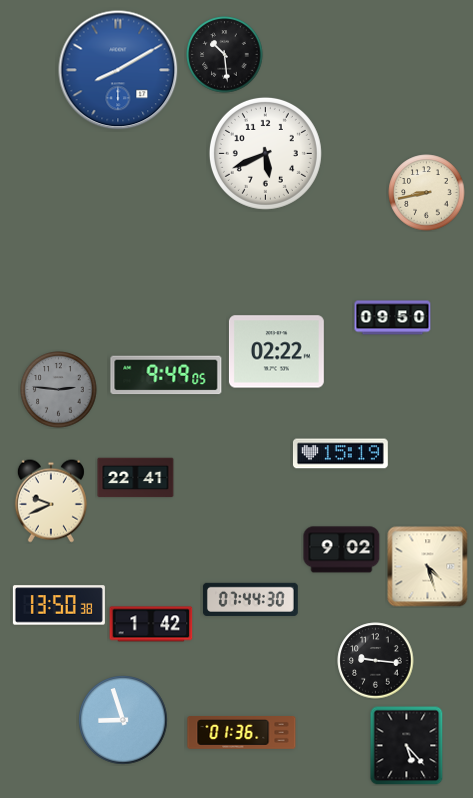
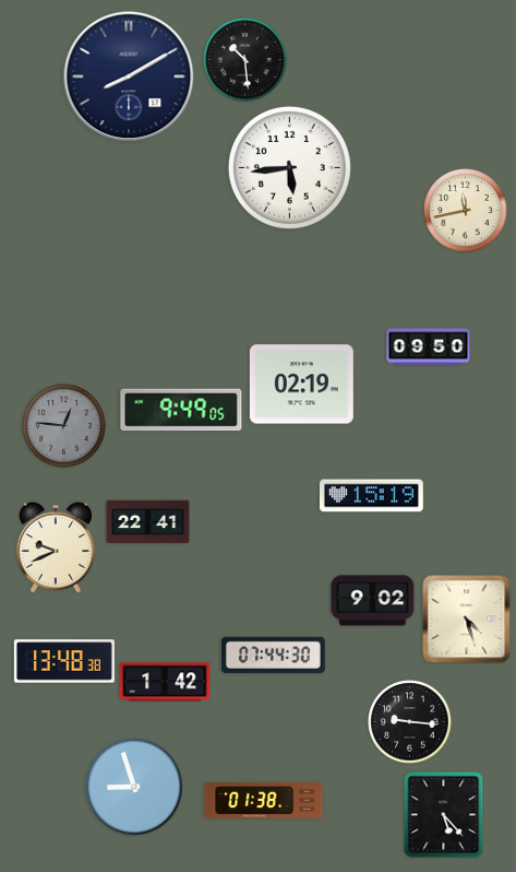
clock at (118, 70) dial: blue -> navy
clock at (265, 153): 5:41 -> 5:44
clock at (427, 193): 8:43 -> 11:43
clock at (276, 352): 02:22 -> 02:19
clock at (59, 390): 2:46 -> 12:46
clock at (59, 605): 13:50 -> 13:48
clock at (242, 733): 01:36 -> 01:38
